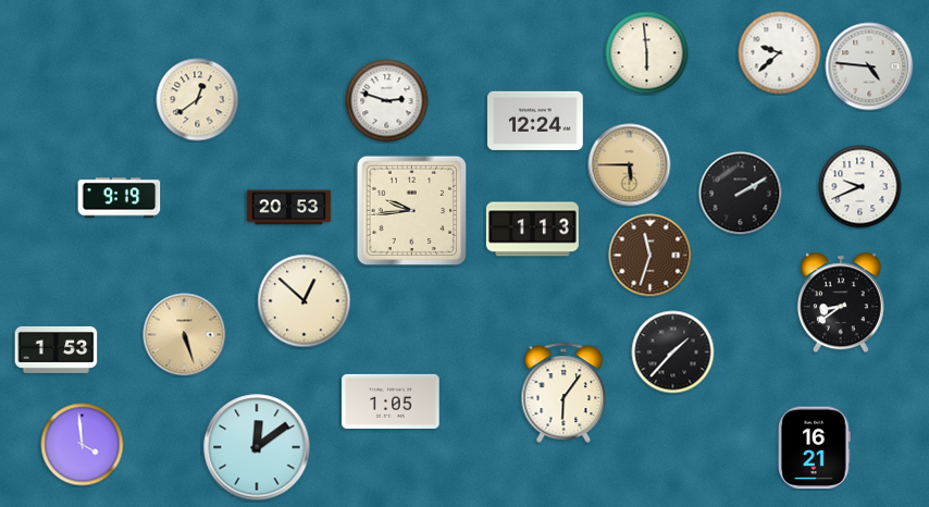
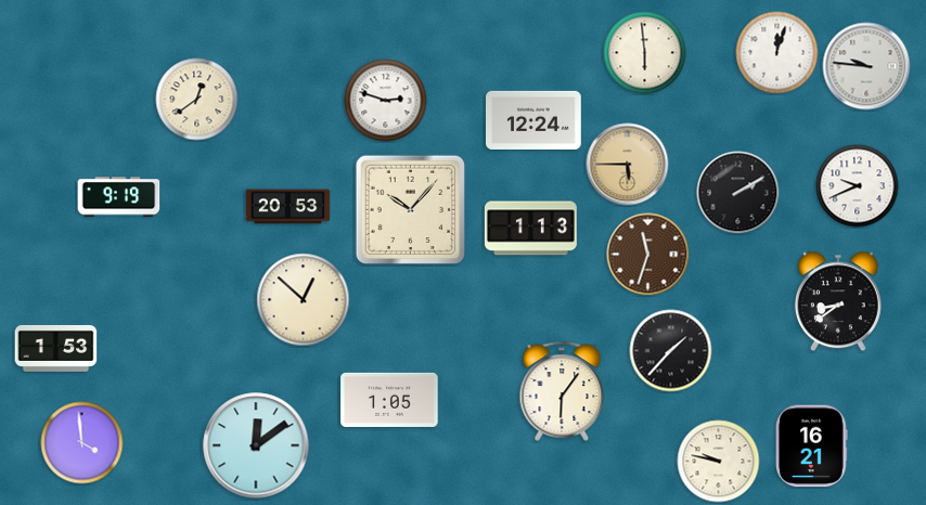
clock at (780, 53): 9:38 -> 12:03
clock at (869, 66): 4:46 -> 9:46
clock at (411, 210): 9:44 -> 10:07
clock at (185, 335): 5:27 -> none
clock at (719, 462): none -> 9:47
